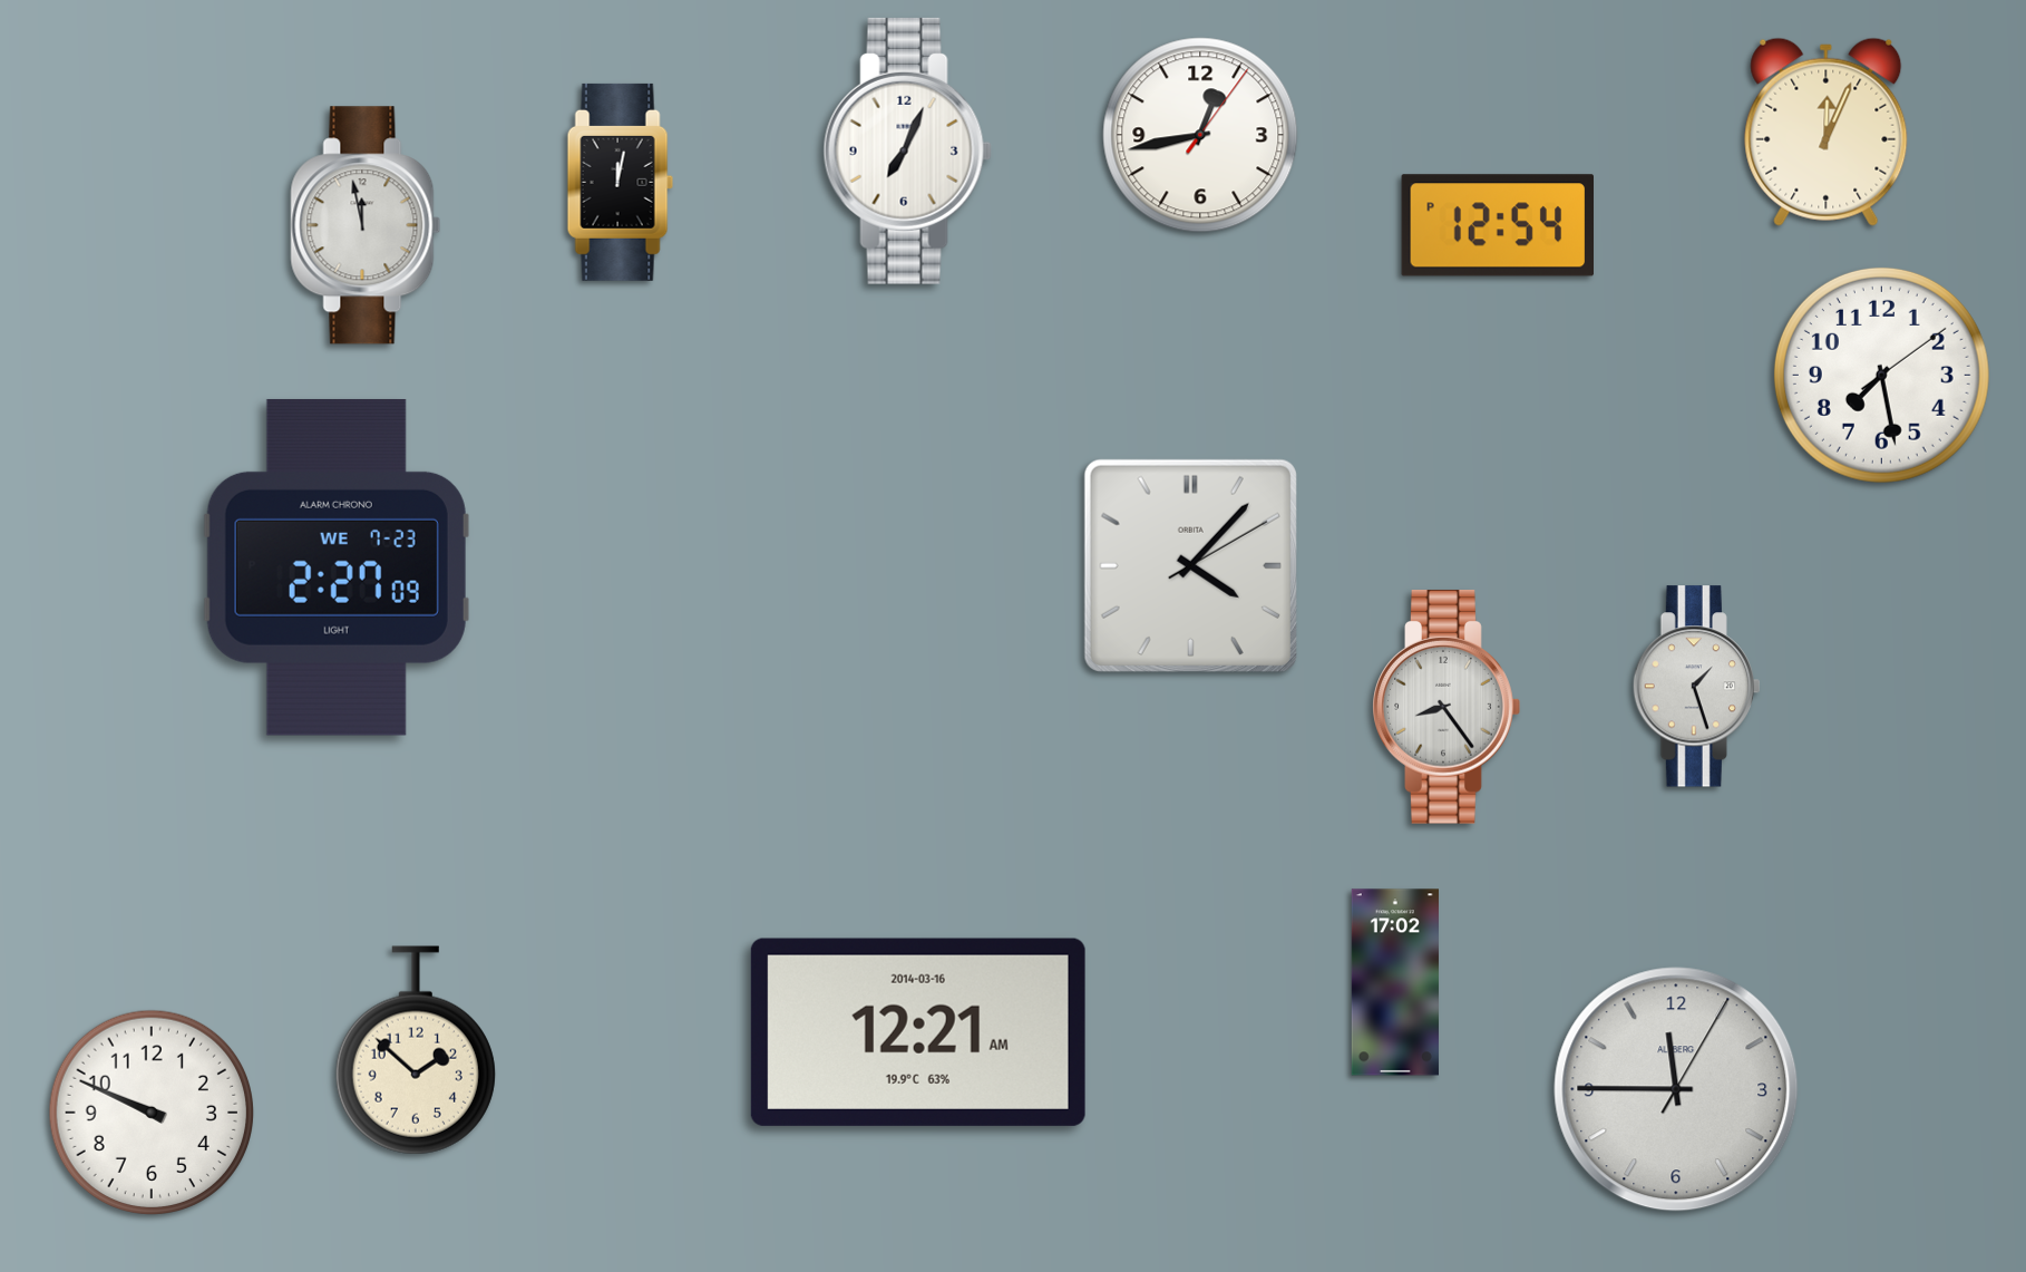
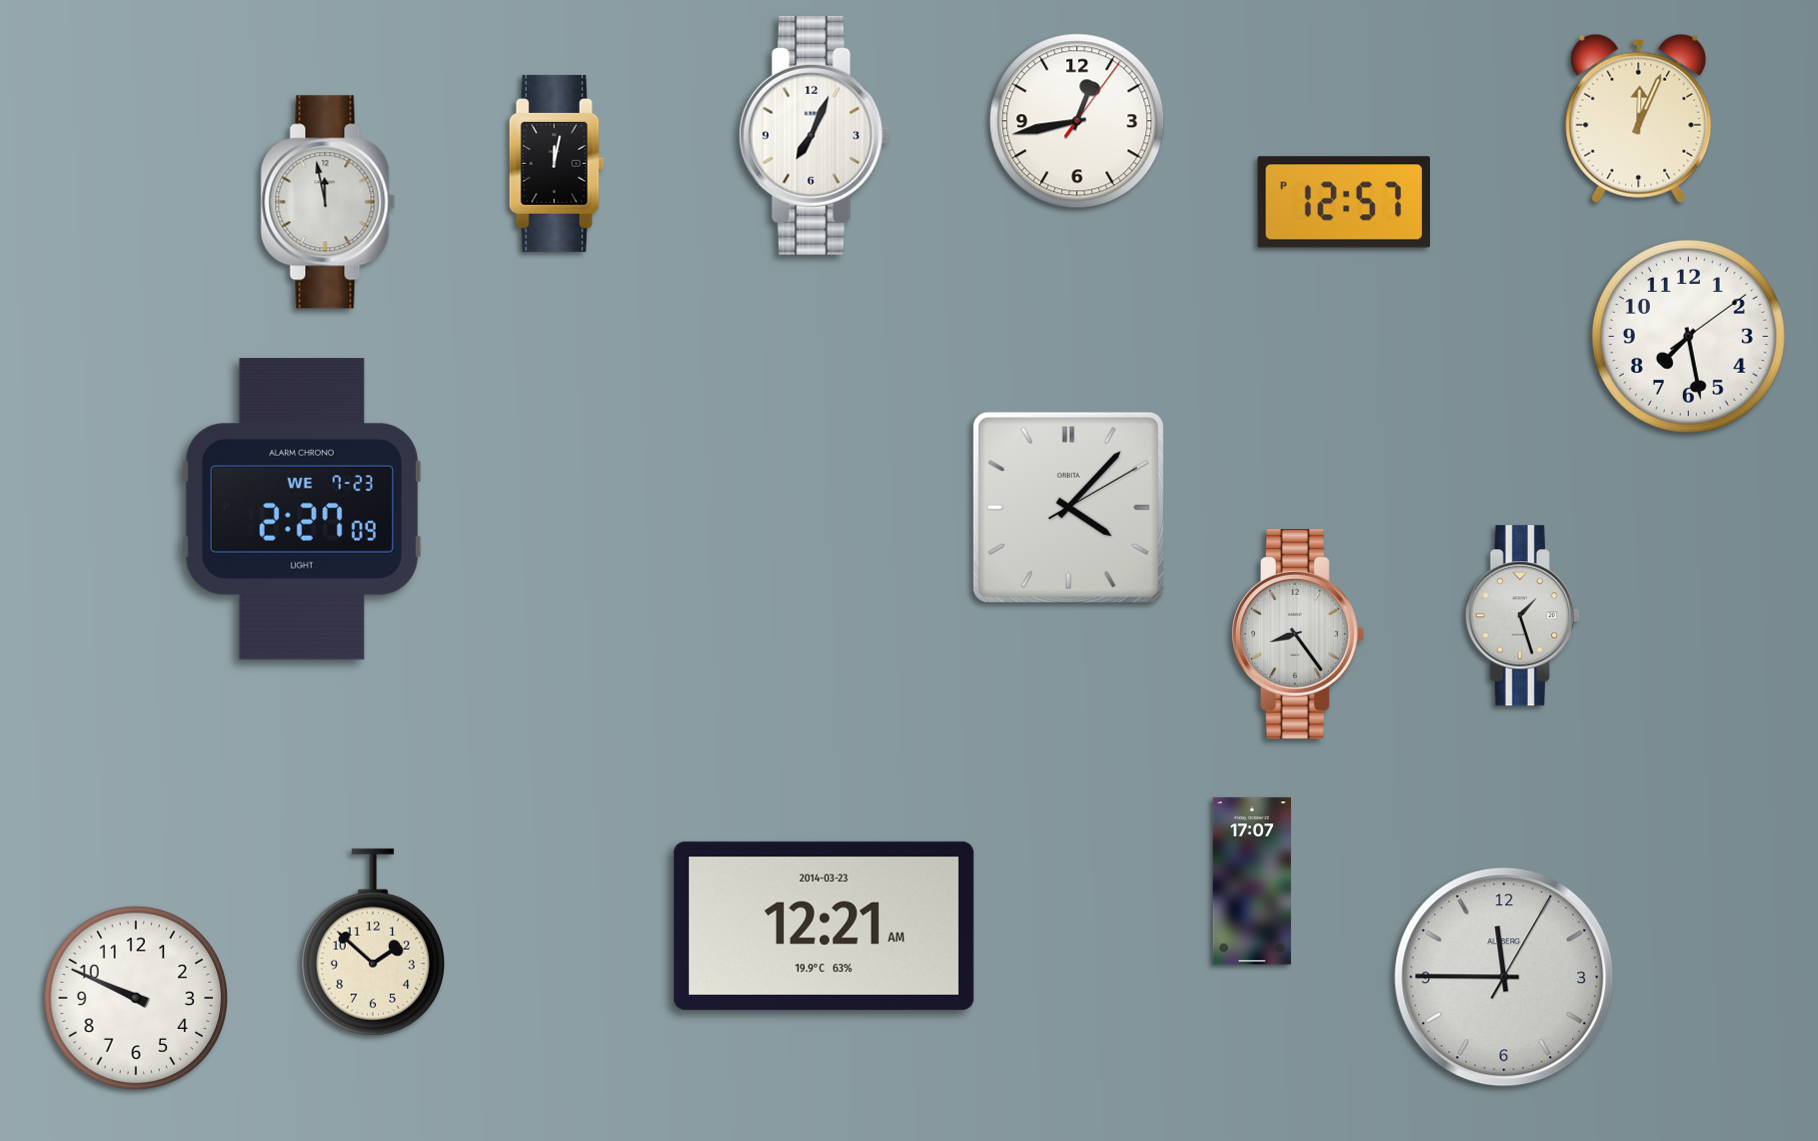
clock at (1498, 225): 12:54 -> 12:57
clock at (1395, 982): 17:02 -> 17:07
clock at (918, 1032) date: 2014-03-16 -> 2014-03-23
